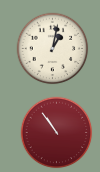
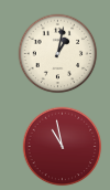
clock at (57, 133): 10:54 -> 10:58
